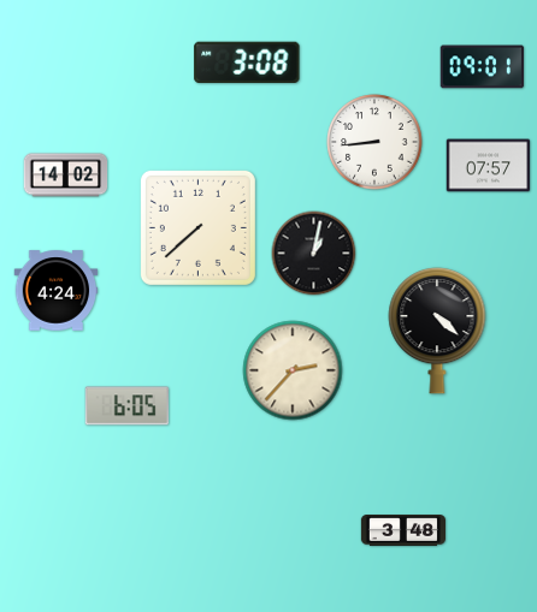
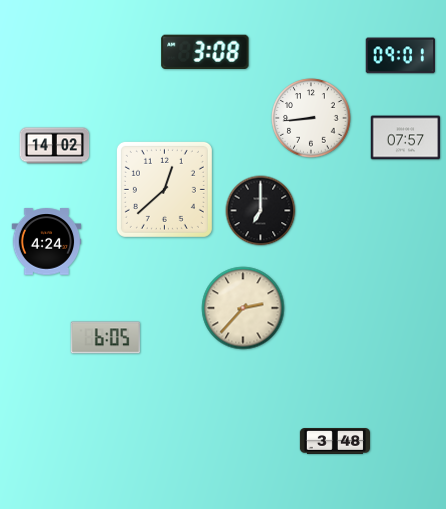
clock at (197, 227): 7:38 -> 12:38
clock at (314, 254): 1:02 -> 7:00
clock at (437, 332): 4:22 -> none
